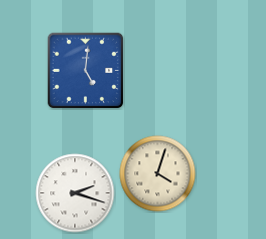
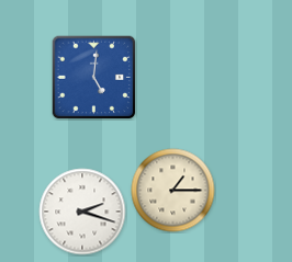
clock at (158, 174): 4:03 -> 1:15
